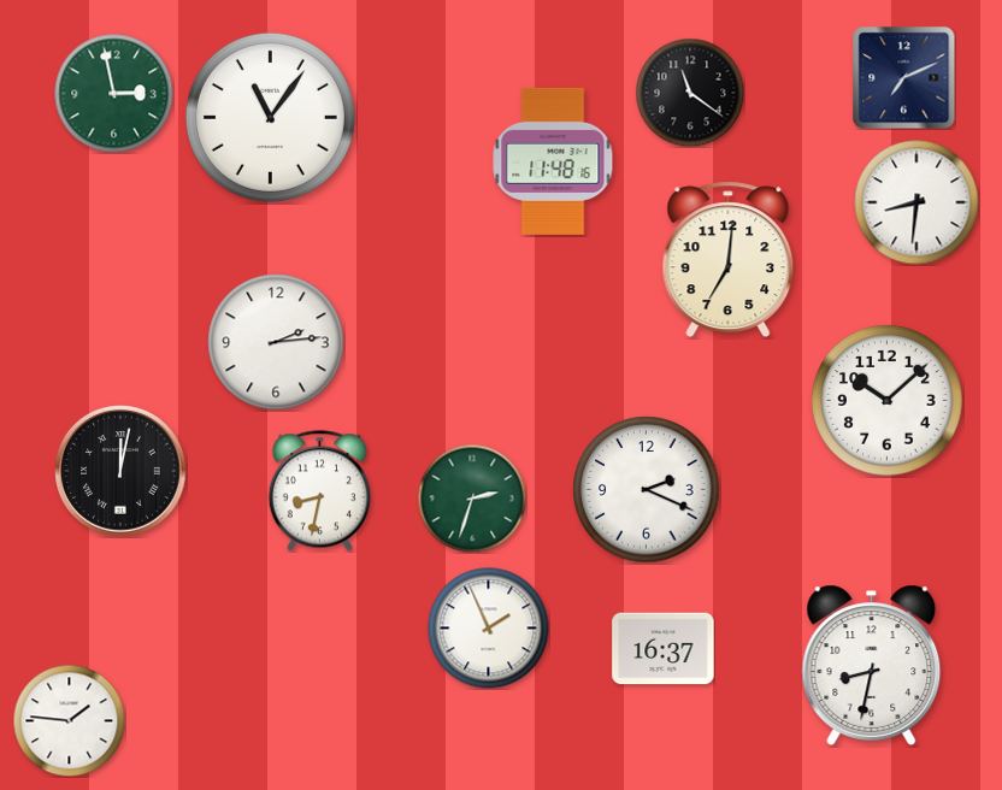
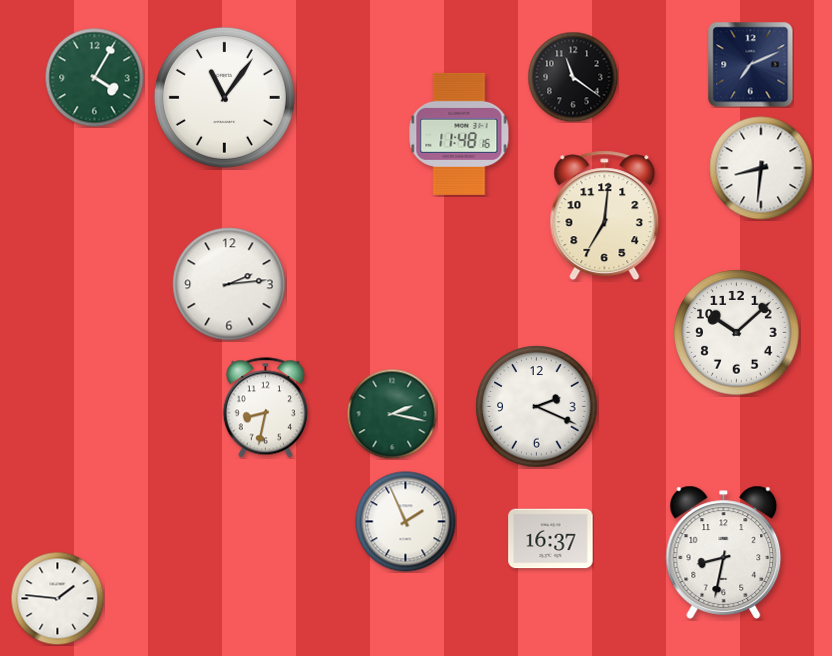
clock at (114, 94): 2:58 -> 4:05
clock at (120, 471): 12:02 -> none
clock at (472, 499): 2:33 -> 2:17
